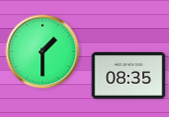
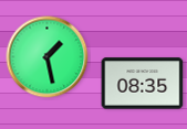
clock at (43, 52): 1:30 -> 1:28
